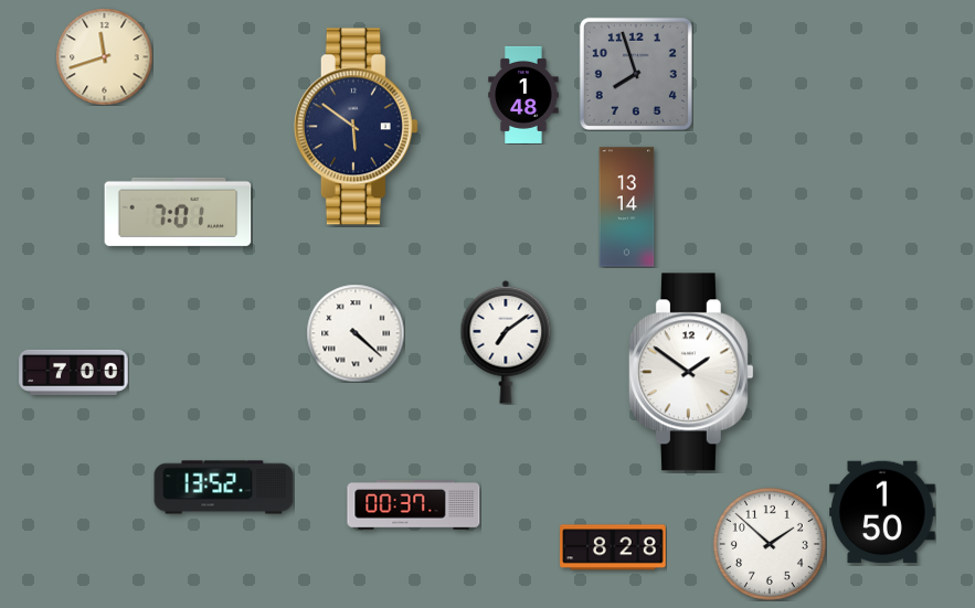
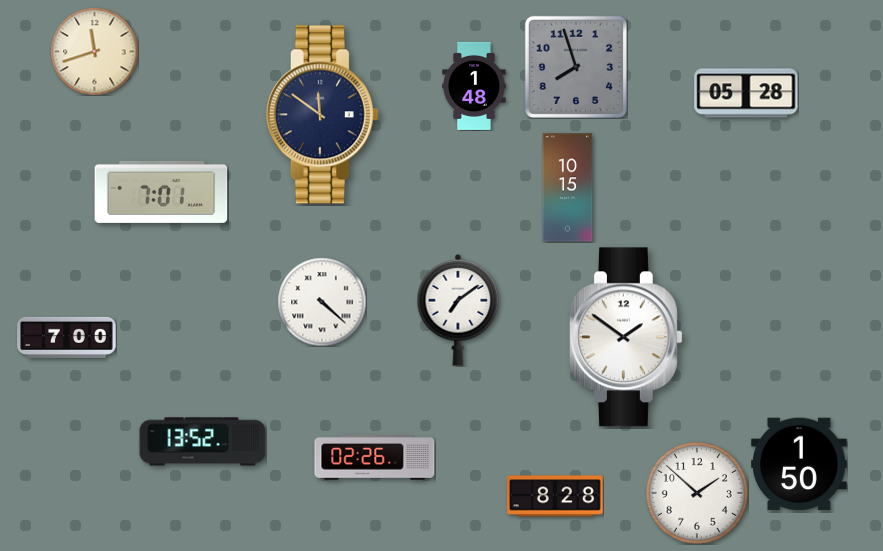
clock at (746, 93): none -> 05:28
clock at (356, 127): 5:51 -> 11:51
clock at (627, 207): 13:14 -> 10:15
clock at (414, 505): 00:37 -> 02:26
